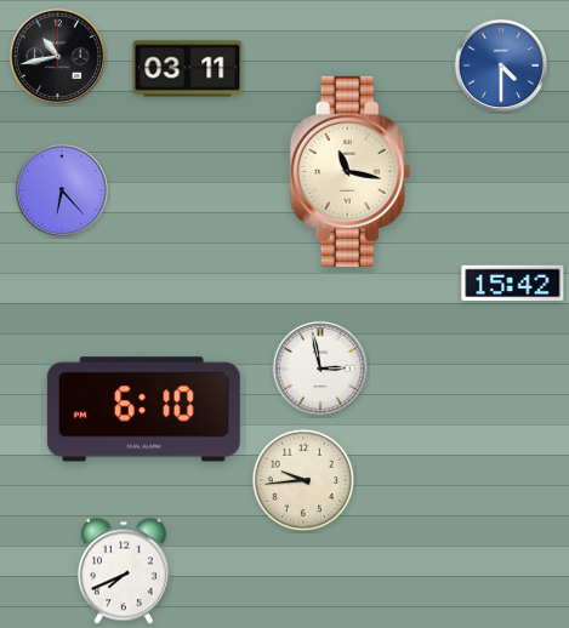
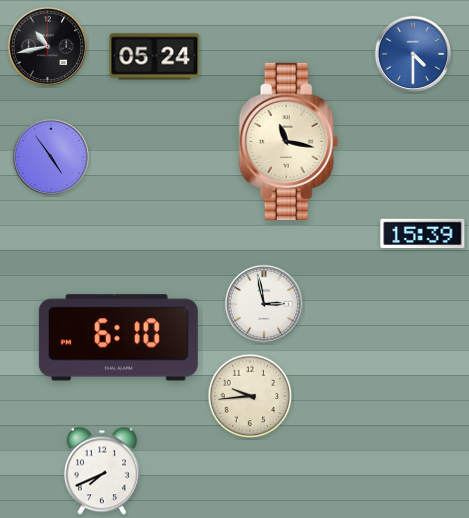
clock at (188, 69): 03:11 -> 05:24
clock at (61, 189): 6:23 -> 4:54
clock at (513, 284): 15:42 -> 15:39
